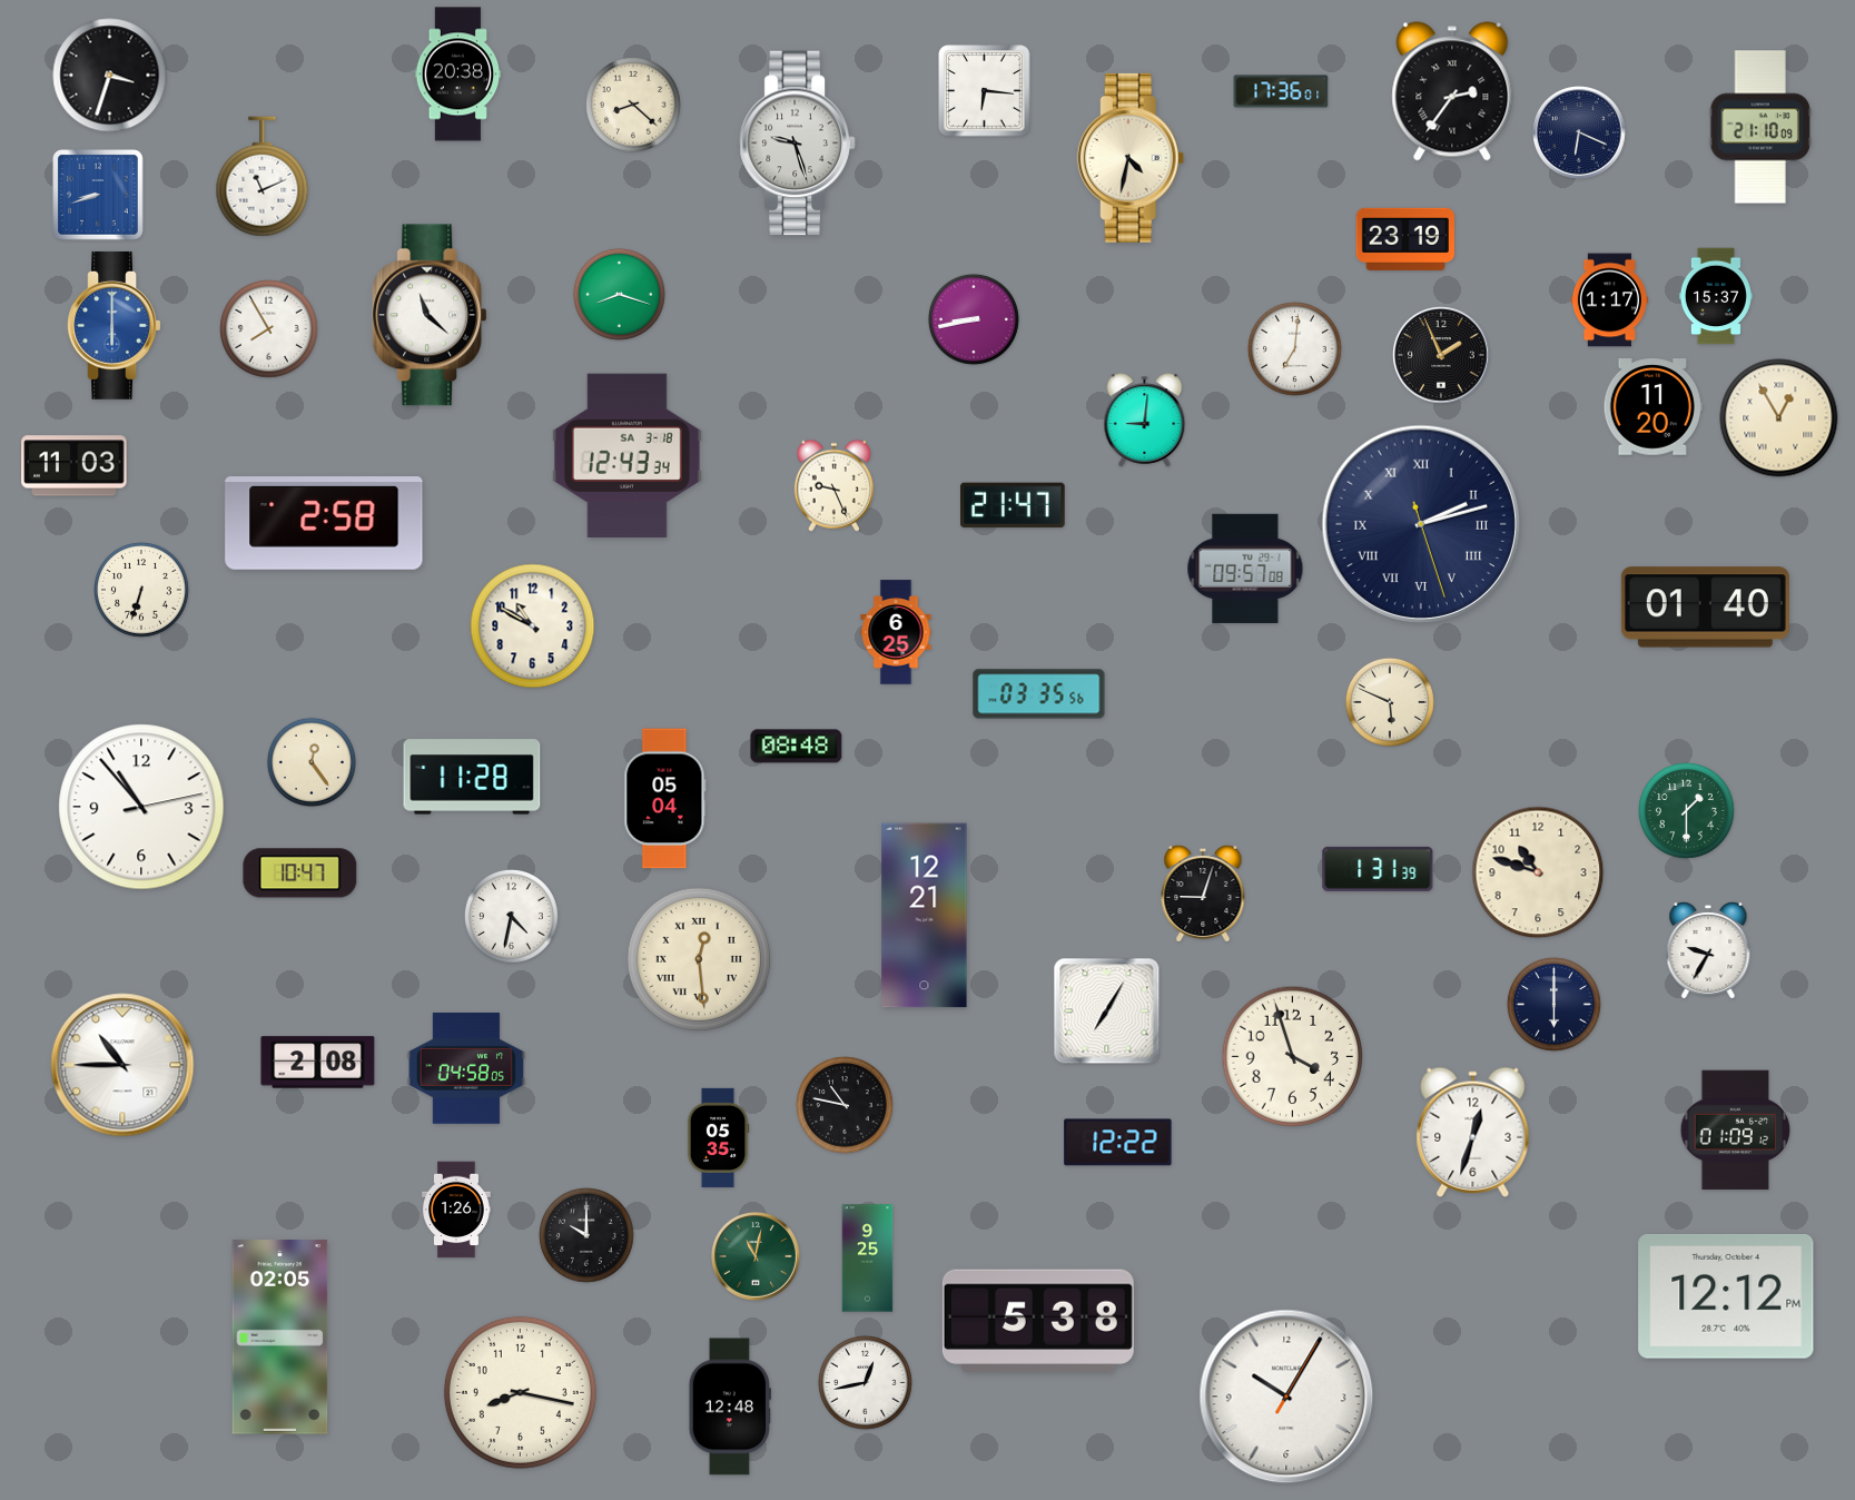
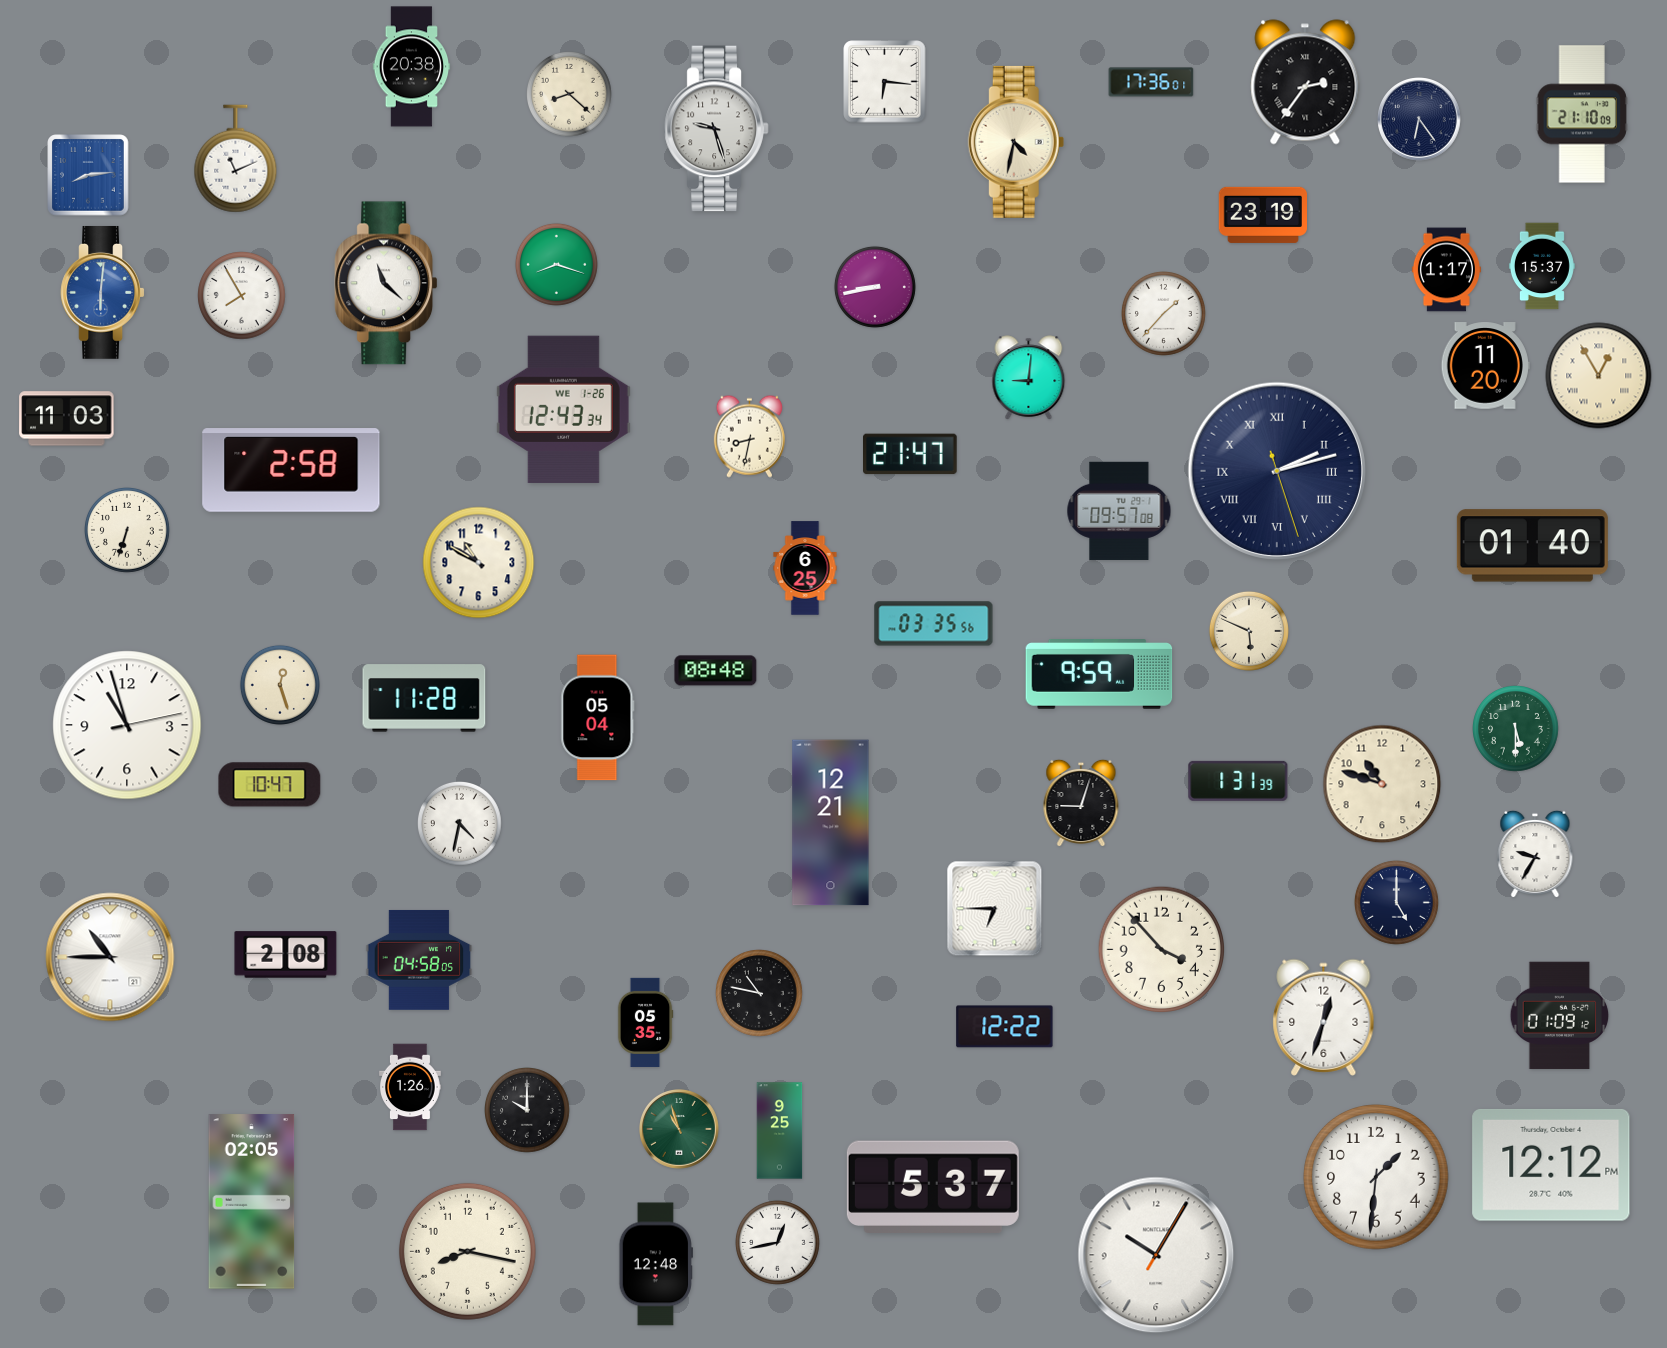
clock at (110, 76): 3:33 -> none
clock at (1579, 132): 6:19 -> 6:24
clock at (98, 195): 8:42 -> 8:14
clock at (115, 325): 6:00 -> 6:01
clock at (1294, 348): 7:01 -> 1:37
clock at (1441, 355): 1:56 -> none
clock at (626, 455) date: SA 3-18 -> WE 1-26
clock at (833, 485): 9:26 -> 8:32
clock at (1099, 675): none -> 9:59
clock at (312, 762): 12:24 -> 12:27
clock at (141, 807): 10:53 -> 10:57
clock at (1687, 811): 1:30 -> 5:30
clock at (699, 959): 12:29 -> none
clock at (1553, 1004): 6:00 -> 5:00
clock at (1107, 1011): 7:05 -> 6:45
clock at (1293, 1057): 3:57 -> 3:53
clock at (757, 1257): 11:02 -> 10:57
clock at (1376, 1177): none -> 1:31
clock at (1038, 1321): 5:38 -> 5:37
